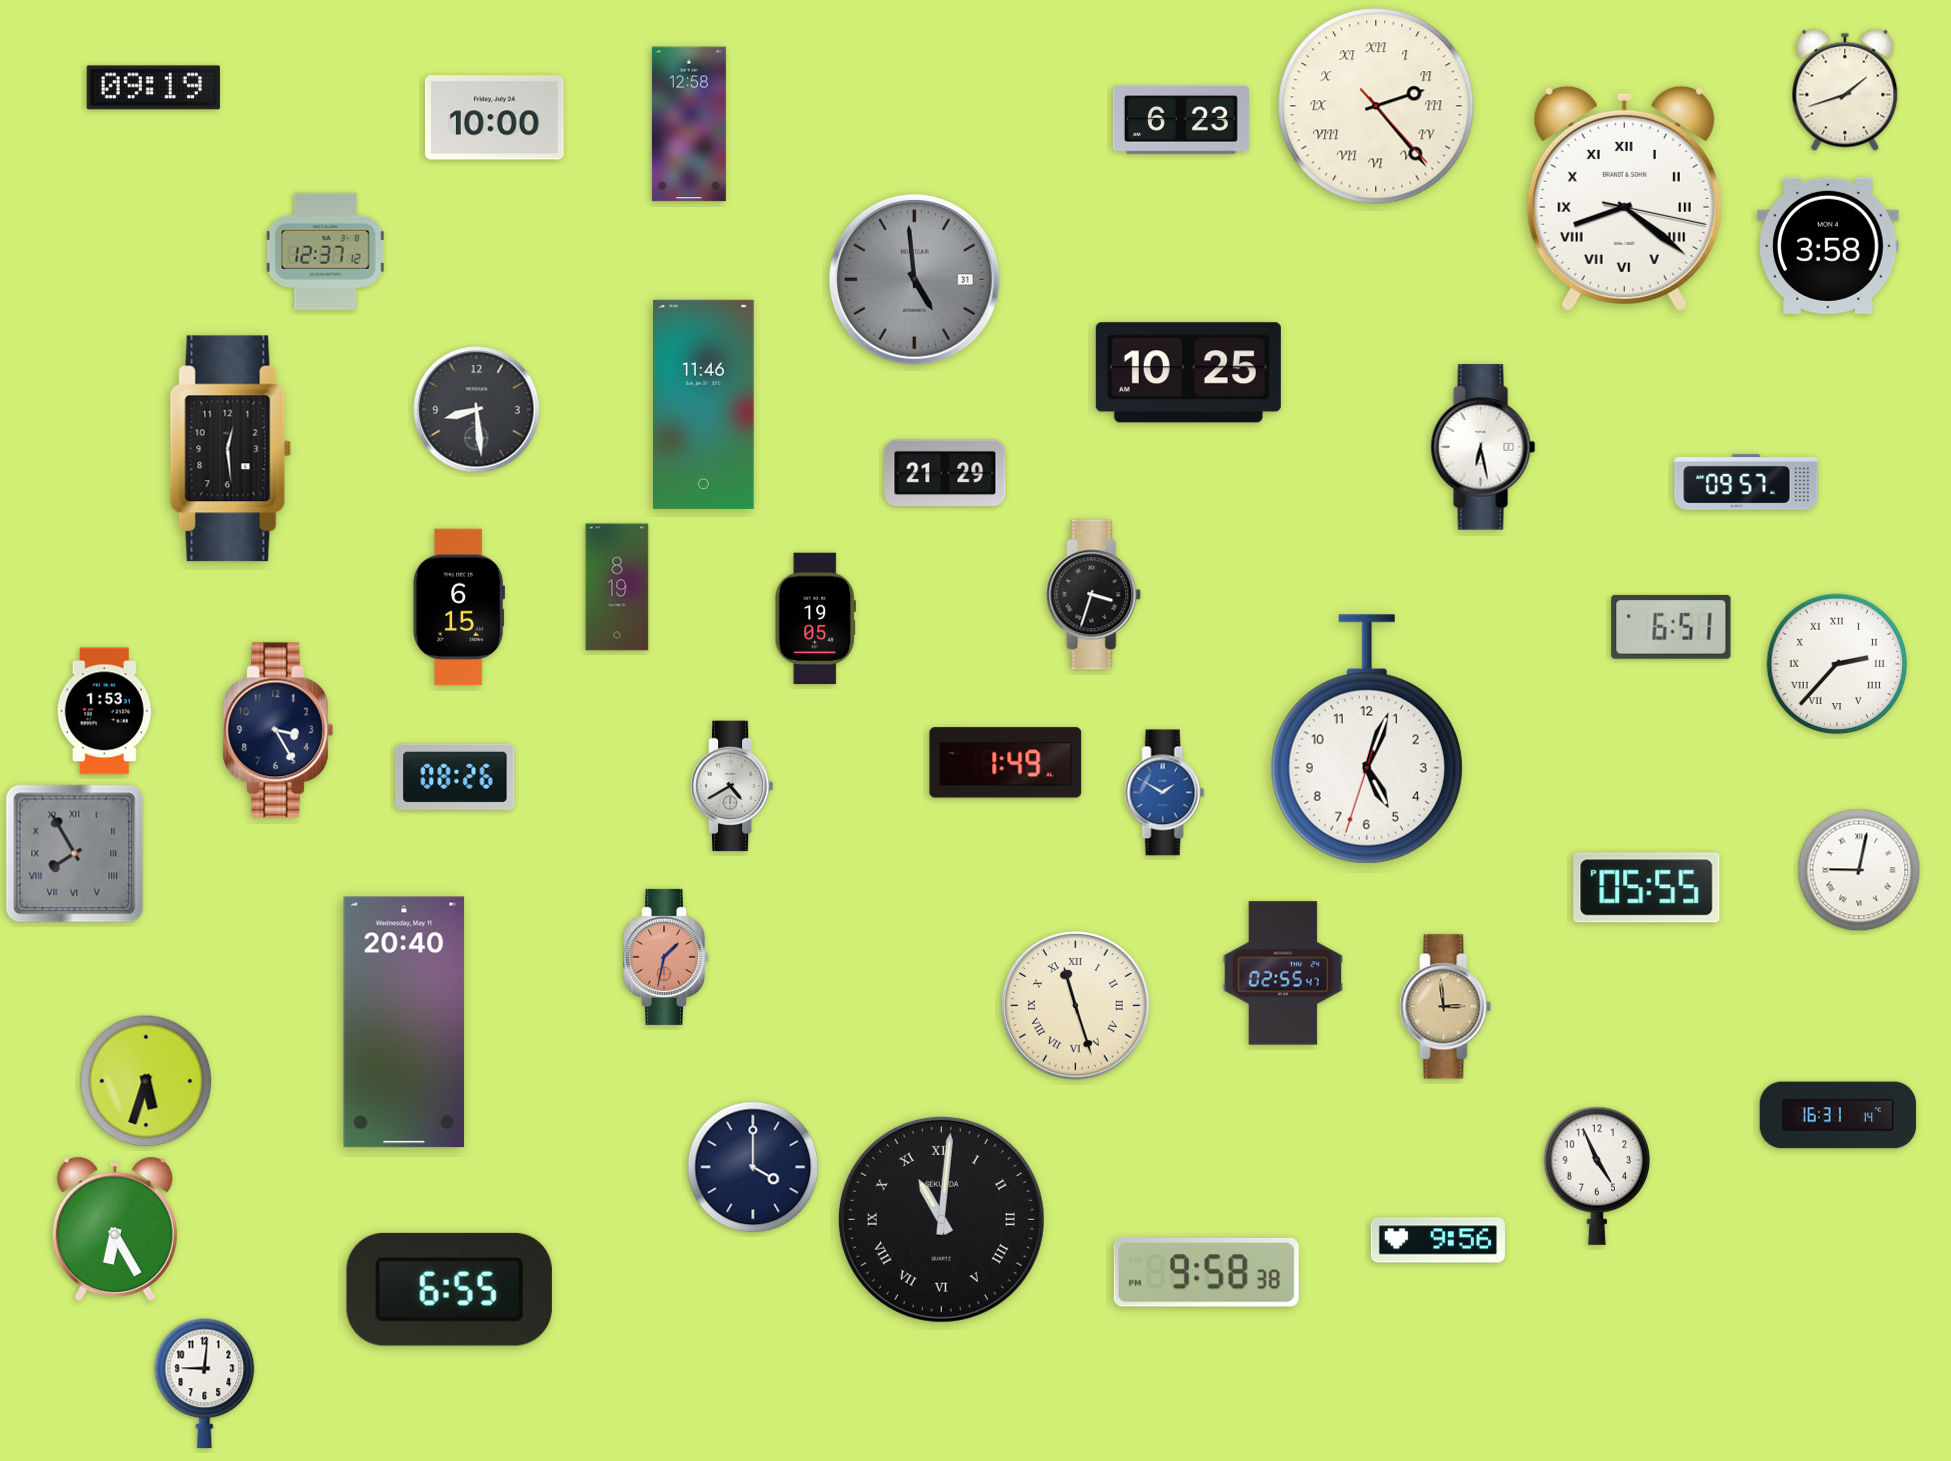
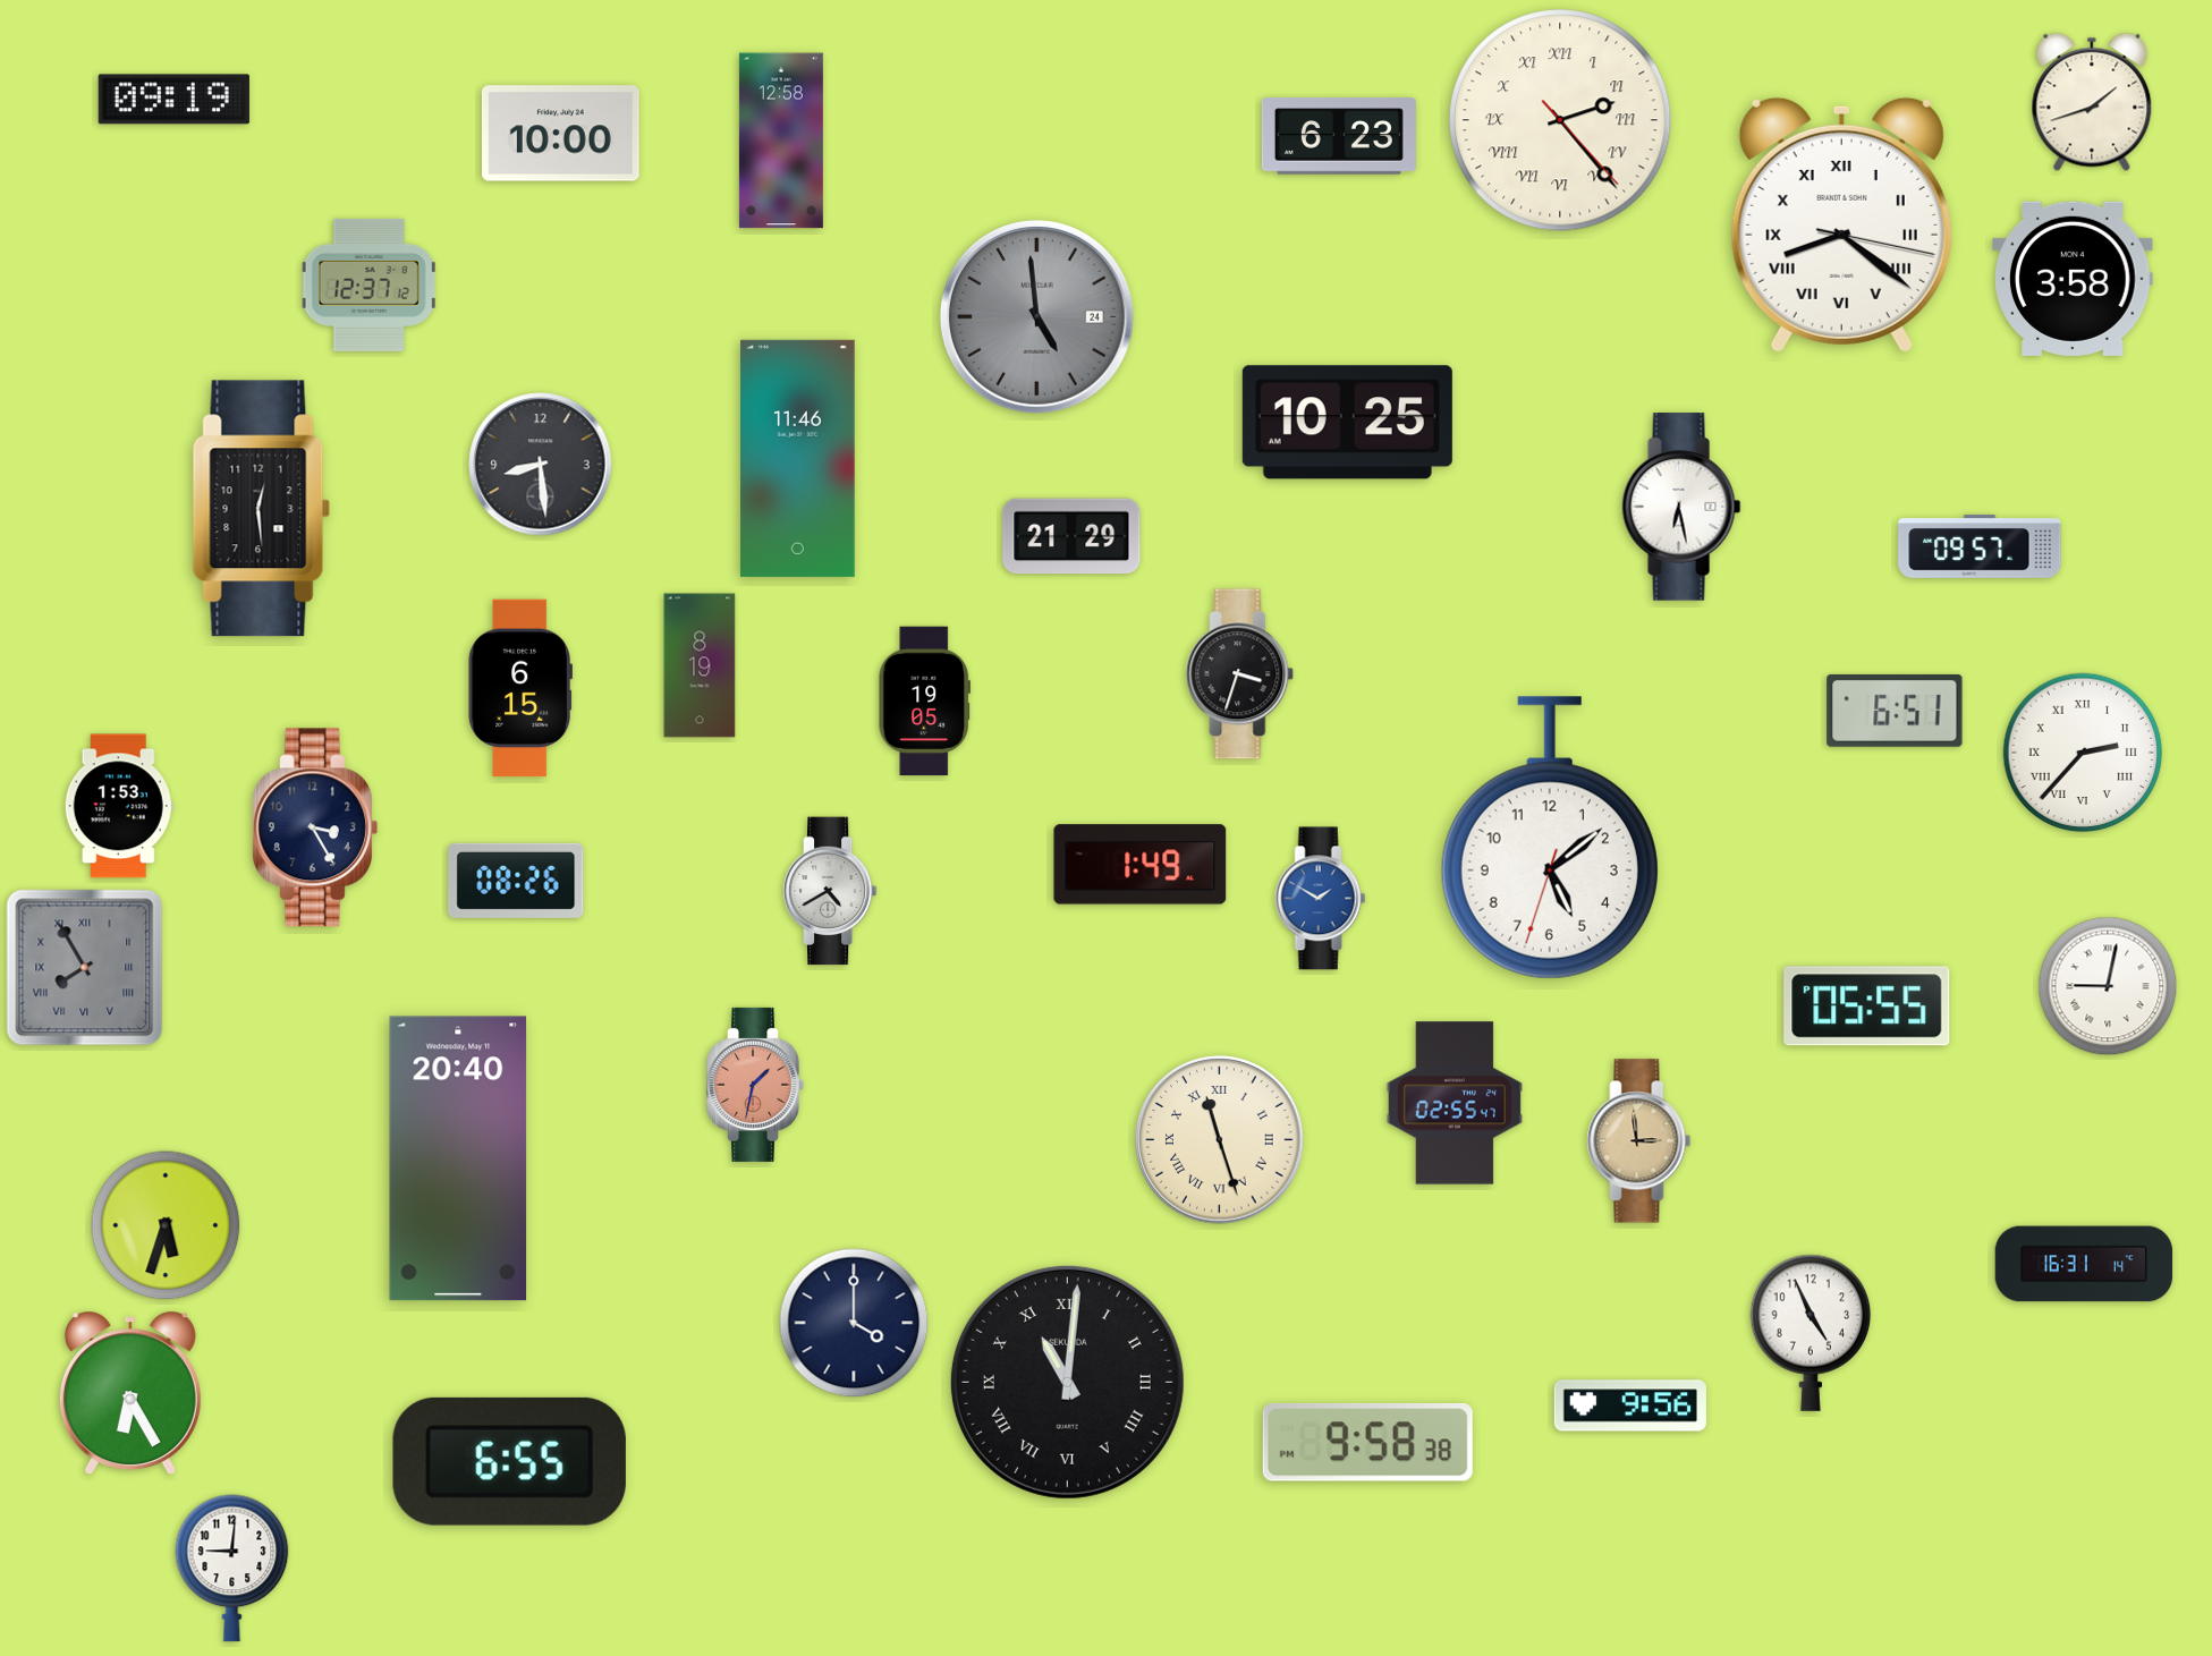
clock at (914, 279) date: 31 -> 24
clock at (1367, 739): 5:03 -> 5:08
